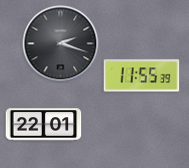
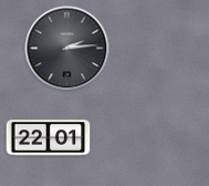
clock at (61, 44): 2:18 -> 2:14
clock at (142, 76): 11:55 -> none
